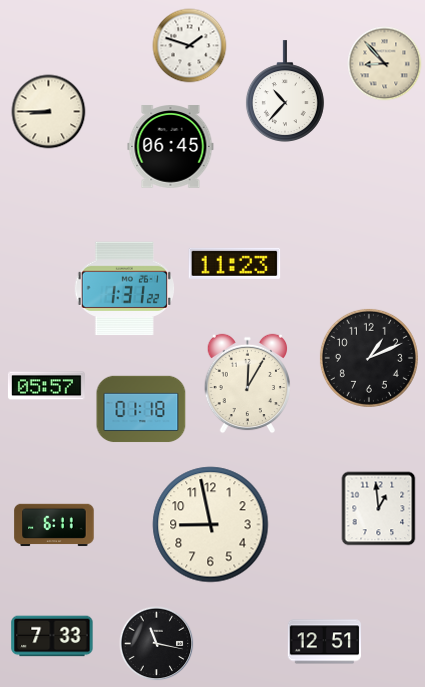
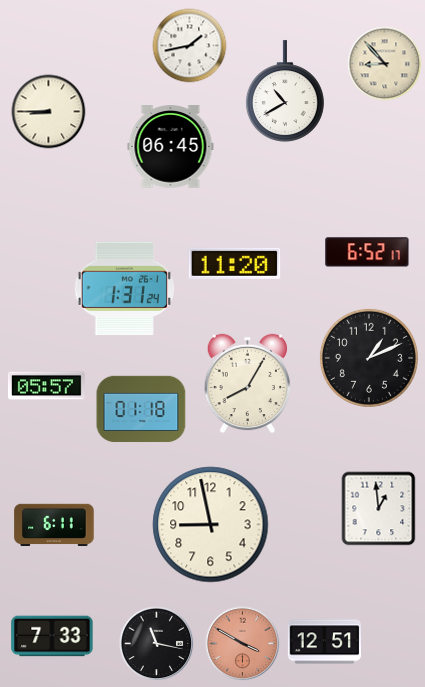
clock at (190, 46): 1:48 -> 1:43
clock at (285, 91): 10:37 -> 10:40
clock at (367, 252): none -> 6:52
clock at (235, 263): 11:23 -> 11:20
clock at (124, 289): 1:31:22 -> 1:31:24
clock at (247, 384): 12:05 -> 8:05
clock at (243, 644): none -> 3:50
